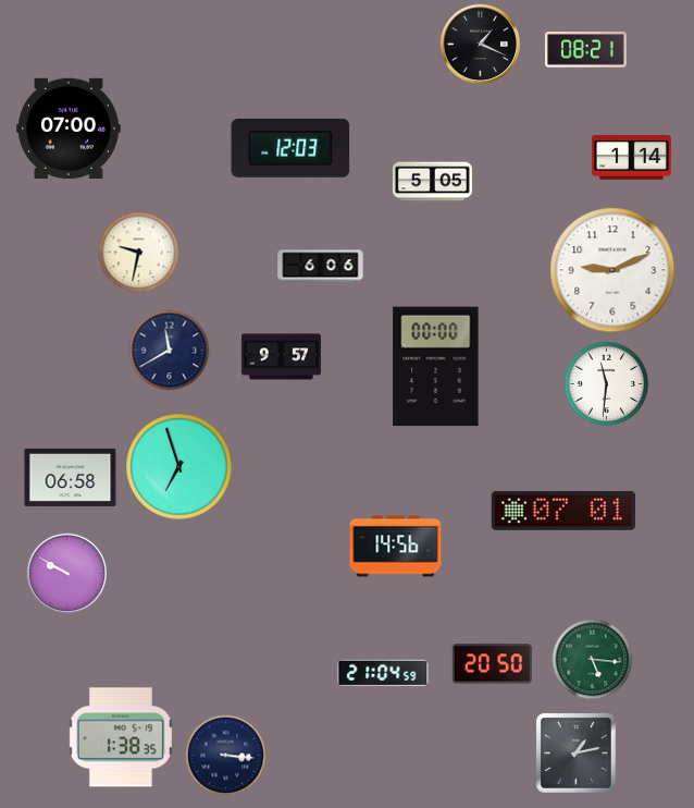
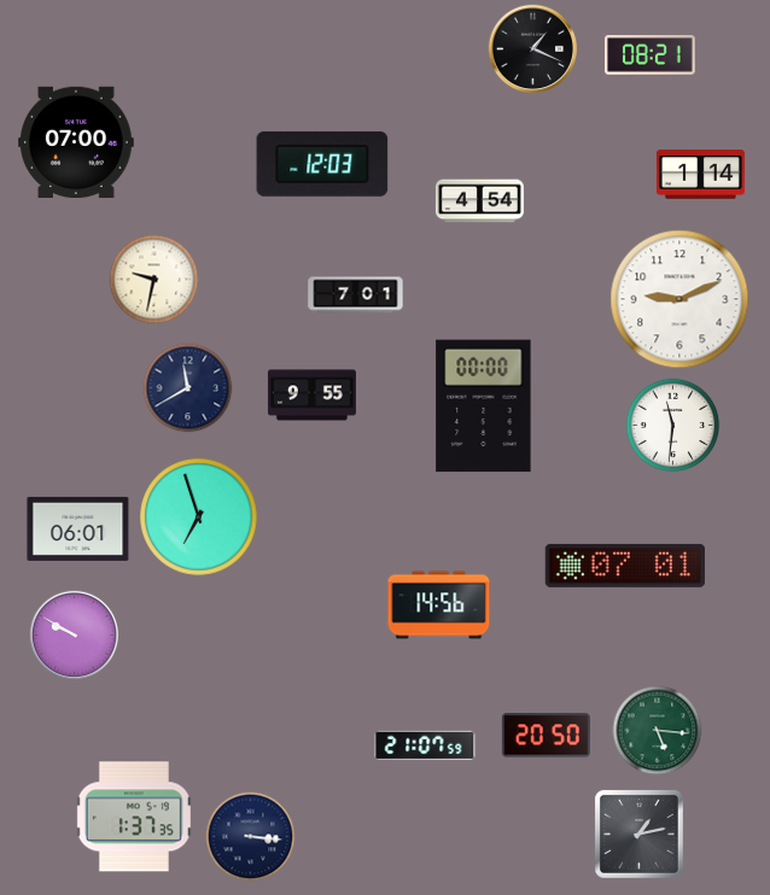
clock at (432, 182): 5:05 -> 4:54
clock at (321, 267): 6:06 -> 7:01
clock at (281, 357): 9:57 -> 9:55
clock at (71, 477): 06:58 -> 06:01
clock at (383, 673): 21:04 -> 21:07
clock at (121, 737): 1:38 -> 1:37
